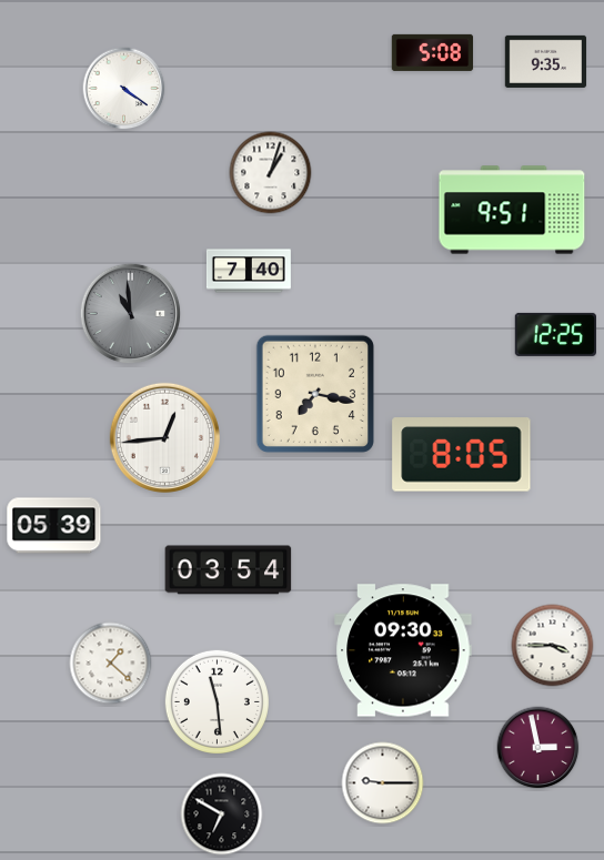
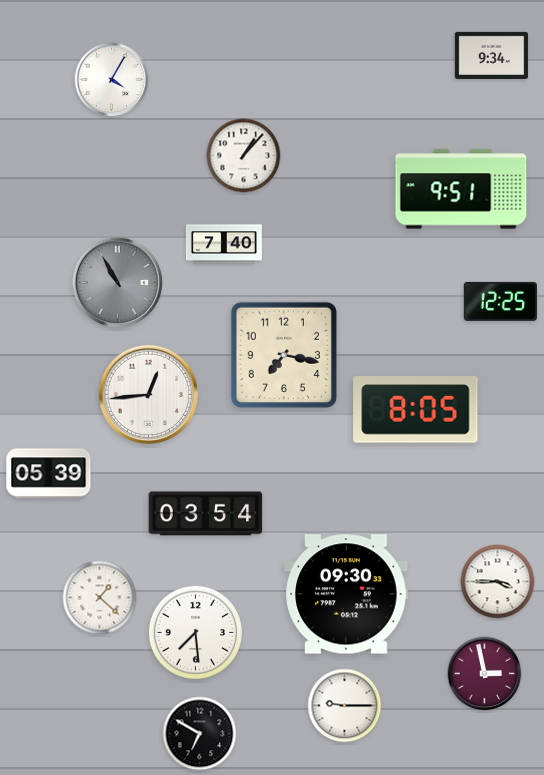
clock at (433, 52): 5:08 -> none
clock at (546, 61): 9:35 -> 9:34
clock at (124, 89): 4:21 -> 4:05
clock at (271, 173): 1:03 -> 1:07
clock at (131, 314): 10:59 -> 10:55
clock at (403, 650) position: (403, 650) -> (346, 594)
clock at (217, 701): 11:29 -> 7:29
